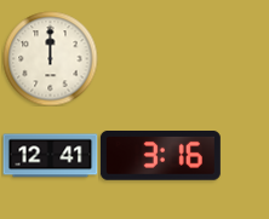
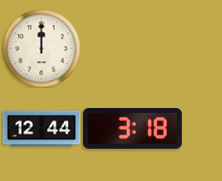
clock at (50, 156): 12:41 -> 12:44
clock at (160, 156): 3:16 -> 3:18
